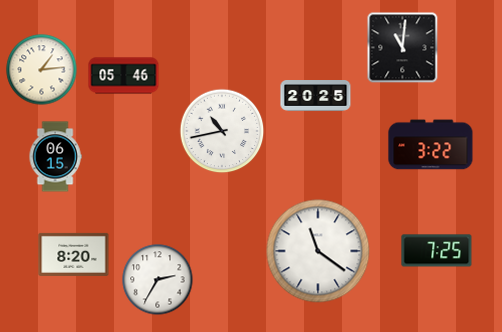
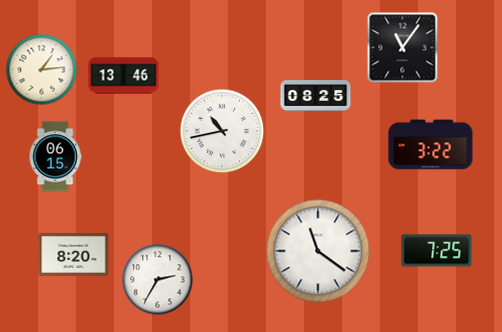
clock at (403, 48): 11:01 -> 11:06
clock at (124, 76): 05:46 -> 13:46
clock at (316, 96): 20:25 -> 08:25
